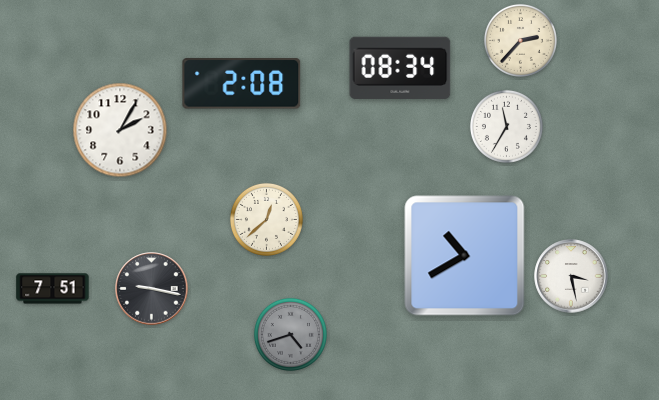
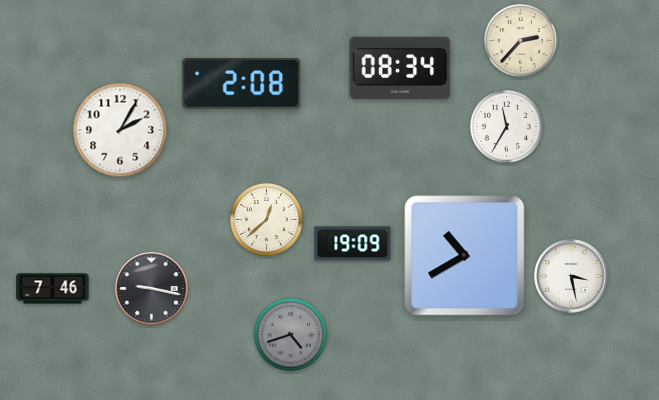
clock at (353, 244): none -> 19:09
clock at (53, 289): 7:51 -> 7:46
